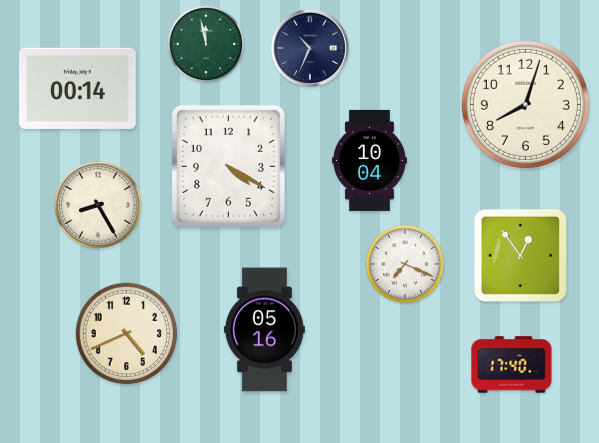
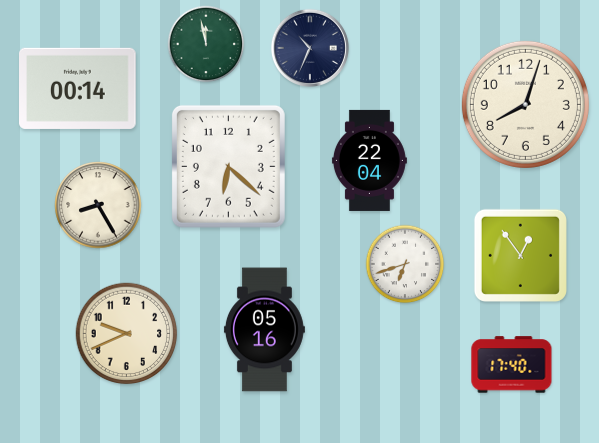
clock at (369, 160): 10:04 -> 22:04
clock at (228, 166): 4:20 -> 6:22
clock at (405, 264): 7:19 -> 6:42
clock at (127, 334): 4:41 -> 9:41
